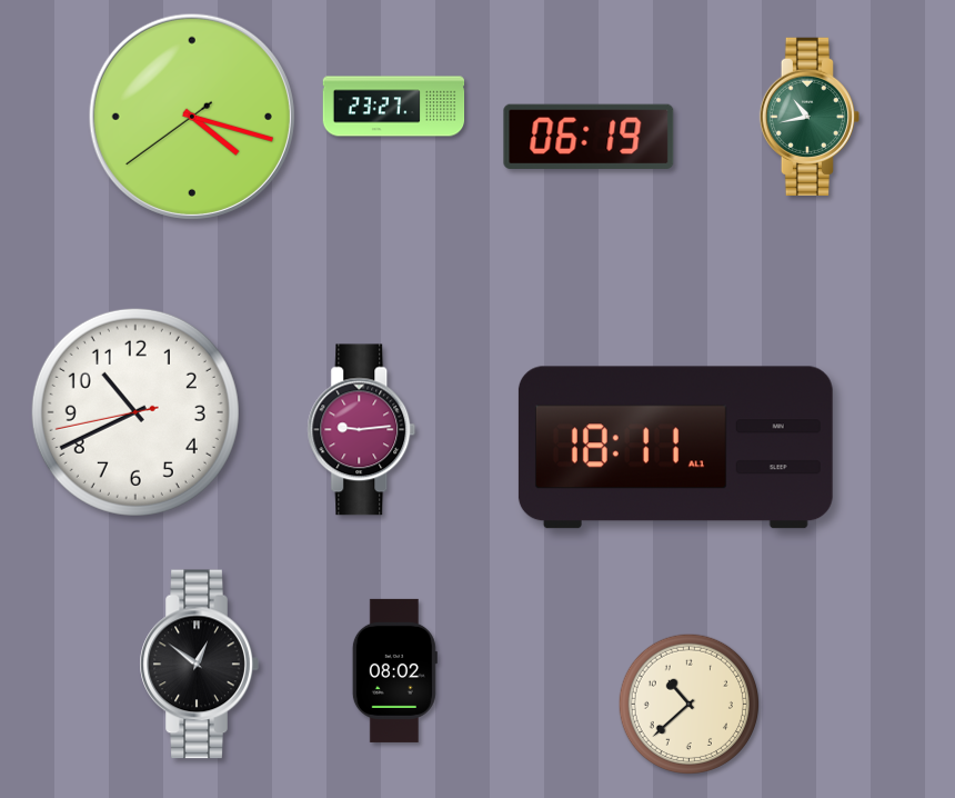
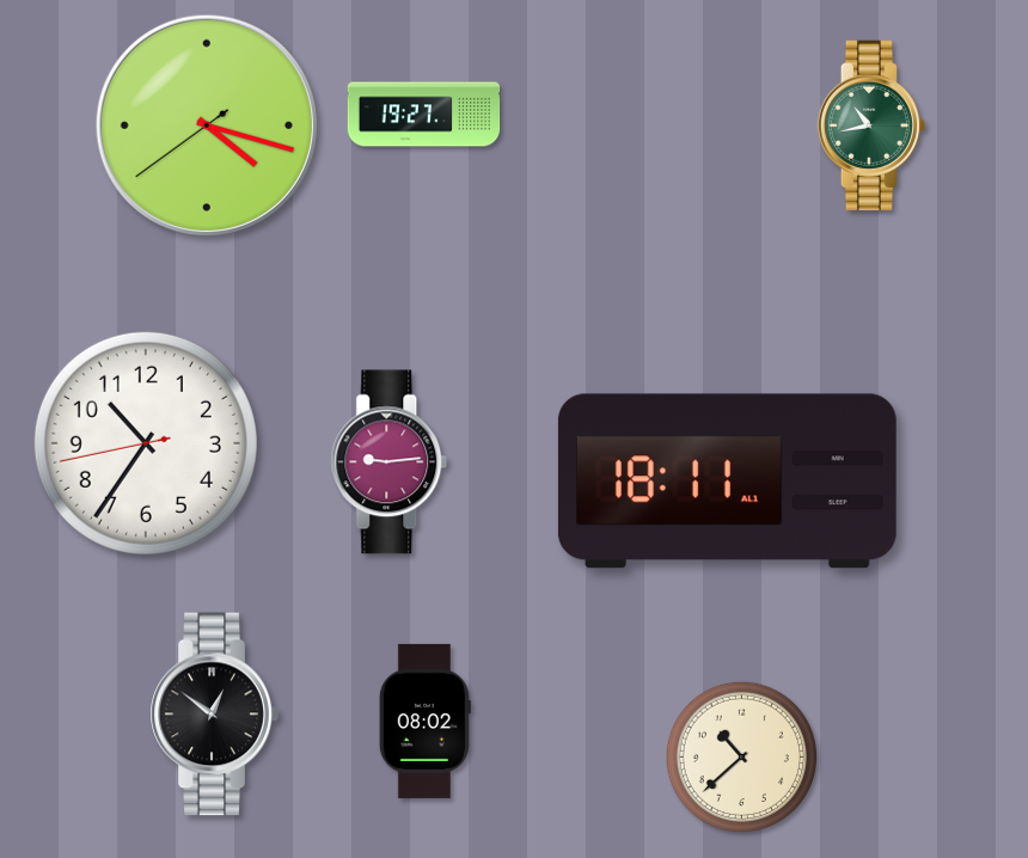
clock at (394, 107): 23:27 -> 19:27
clock at (589, 136): 06:19 -> none
clock at (135, 412): 10:40 -> 10:35
